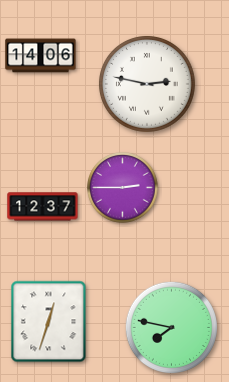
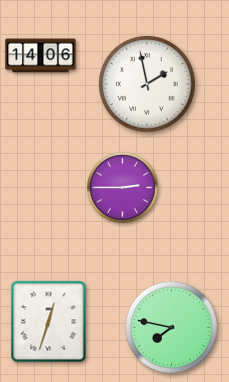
clock at (147, 84): 2:47 -> 1:58
clock at (43, 207): 12:37 -> none
